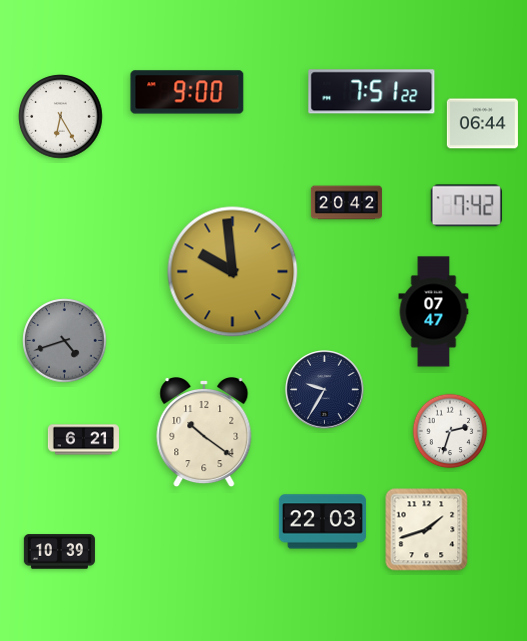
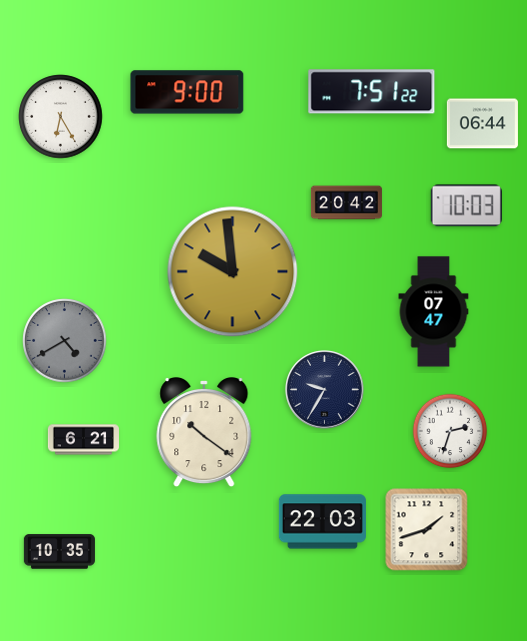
clock at (466, 206): 7:42 -> 10:03
clock at (65, 341): 4:42 -> 4:40
clock at (59, 552): 10:39 -> 10:35
